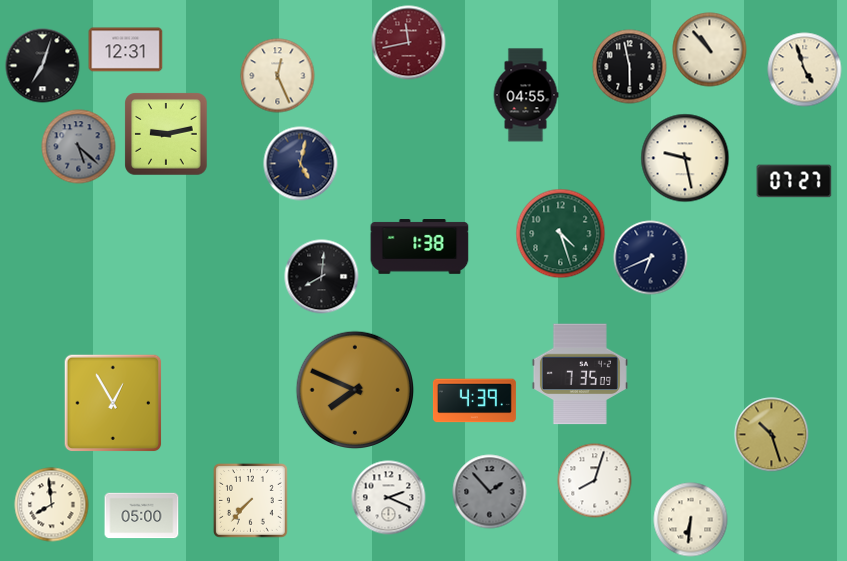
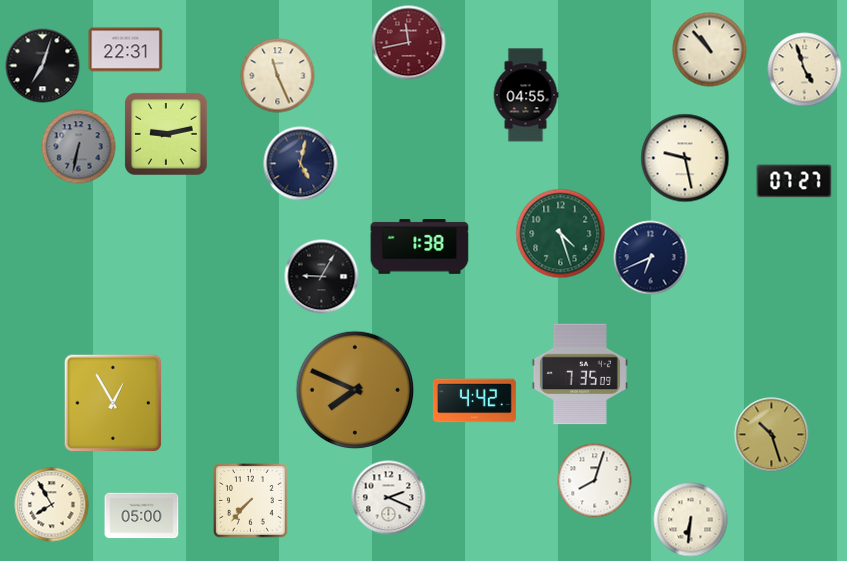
clock at (126, 50): 12:31 -> 22:31
clock at (630, 67): 5:58 -> none
clock at (278, 76): 12:26 -> 11:26
clock at (79, 147): 5:22 -> 6:32
clock at (322, 277): 8:01 -> 9:05
clock at (474, 401): 4:39 -> 4:42
clock at (490, 492): 1:53 -> none
clock at (52, 505): 7:59 -> 7:55
